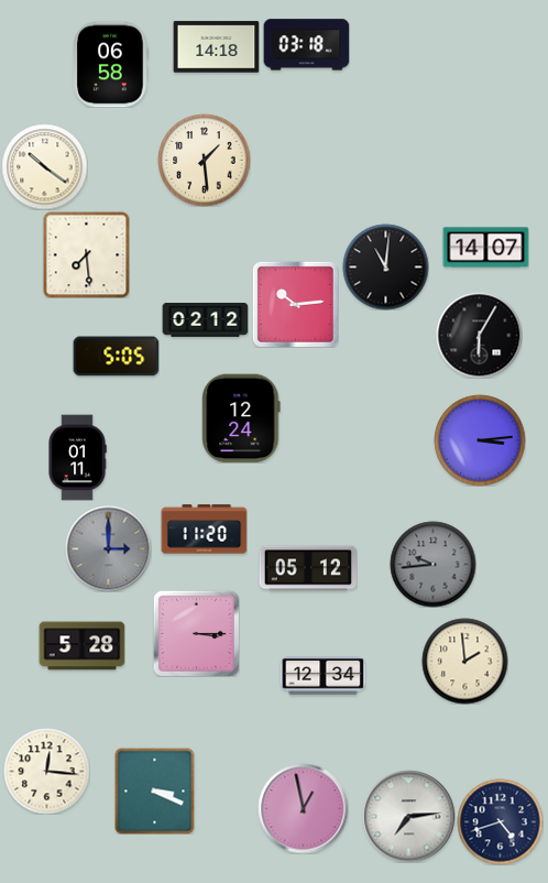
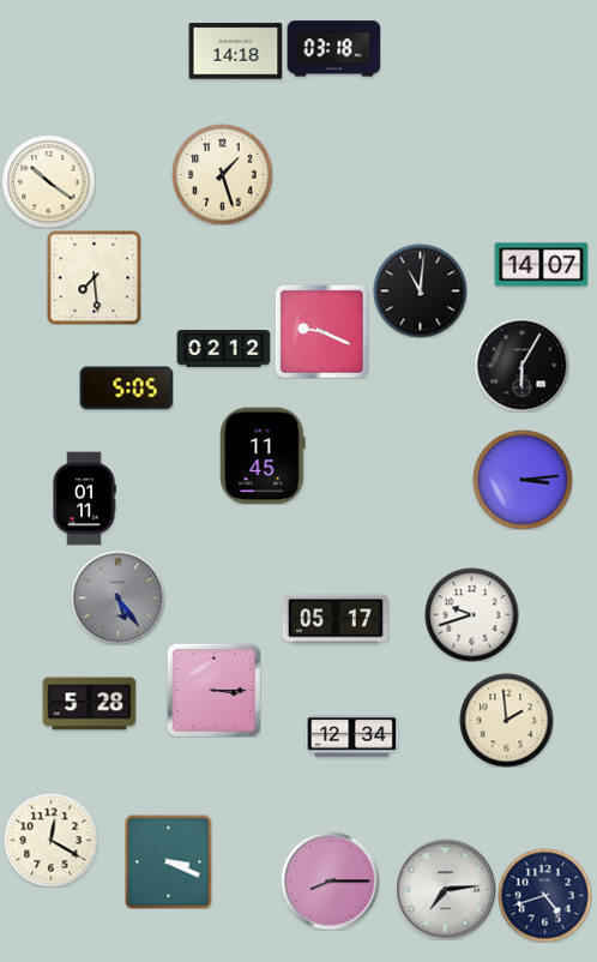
clock at (110, 64): 06:58 -> none
clock at (204, 160): 1:29 -> 1:27
clock at (485, 248) position: (485, 248) -> (541, 265)
clock at (295, 304): 10:14 -> 9:19
clock at (241, 418): 12:24 -> 11:45
clock at (204, 530): 11:20 -> none
clock at (108, 548): 3:00 -> 5:24
clock at (432, 564): 9:44 -> 9:42
clock at (432, 564) dial: grey -> white
clock at (307, 568): 05:12 -> 05:17
clock at (46, 771): 12:16 -> 12:20
clock at (303, 808): 12:58 -> 8:15
